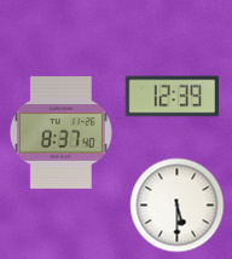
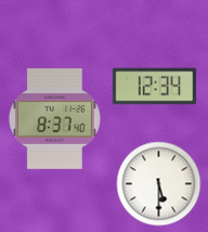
clock at (172, 97): 12:39 -> 12:34
